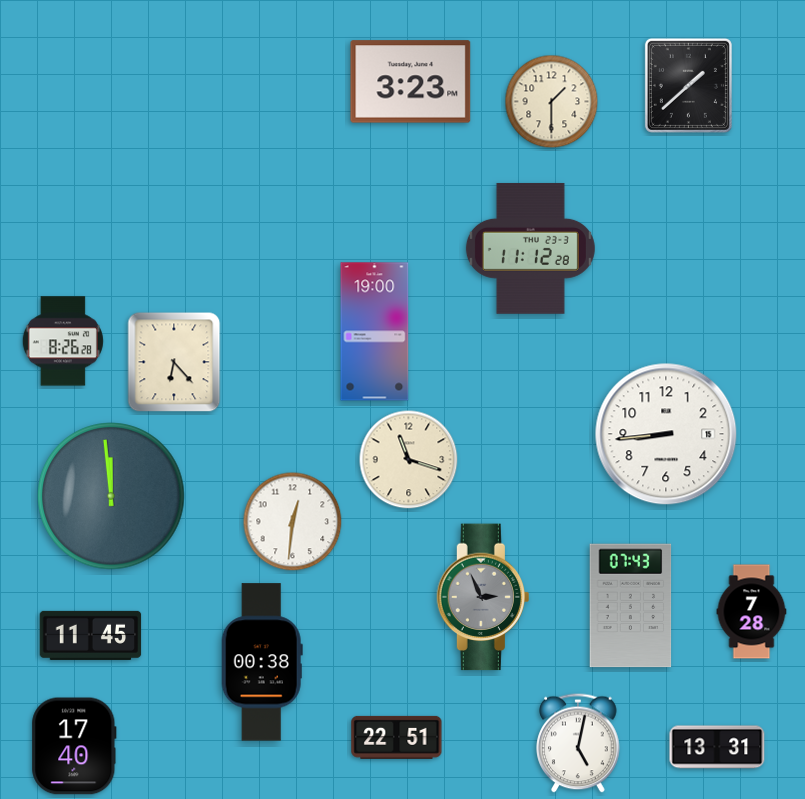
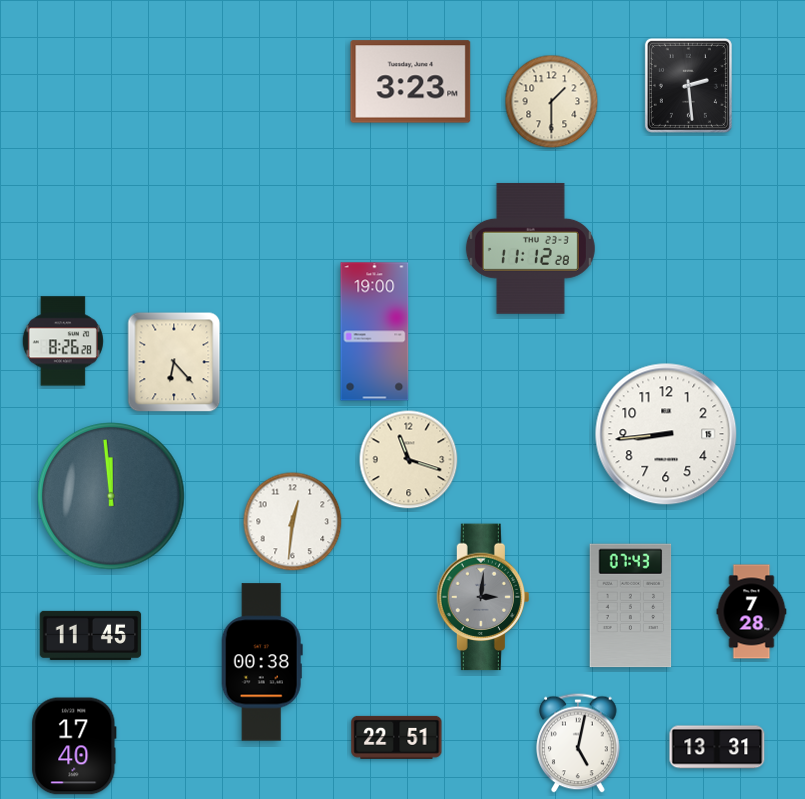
clock at (688, 85): 1:38 -> 2:29
clock at (482, 597): 2:56 -> 3:01
